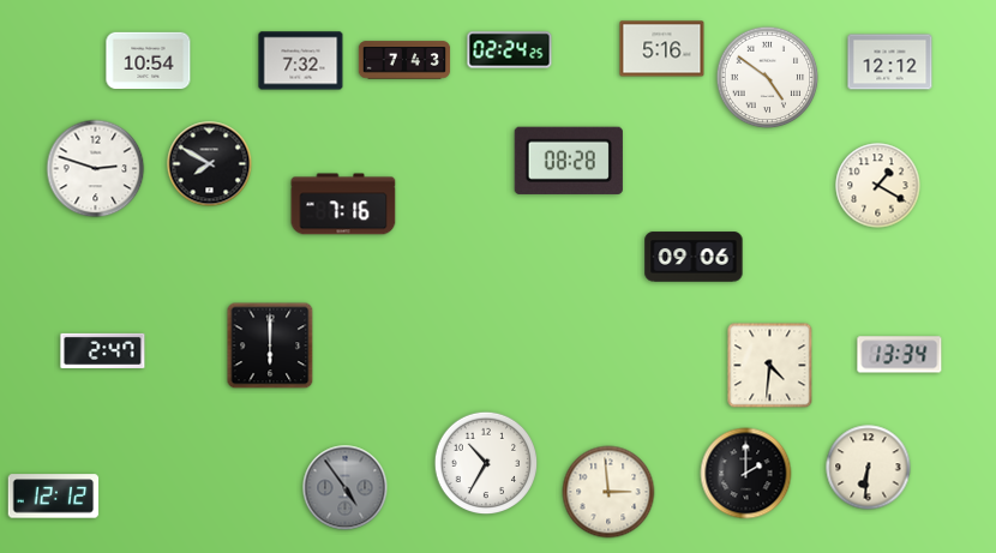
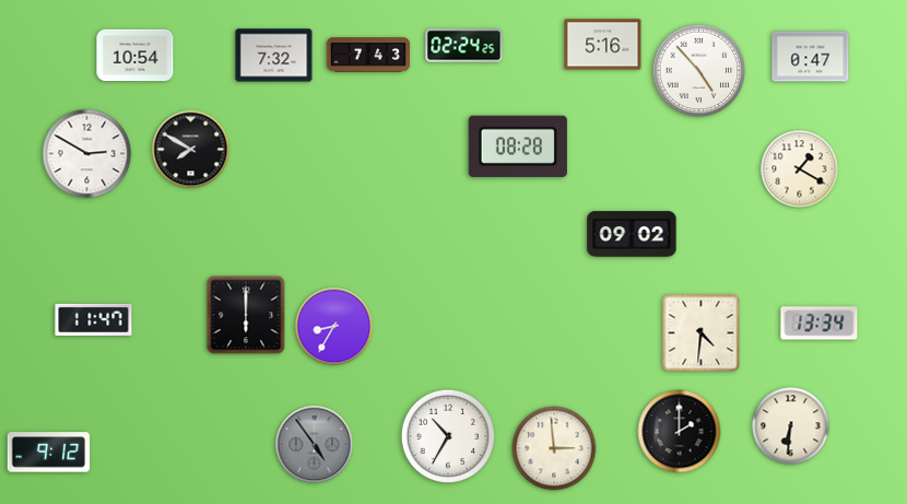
clock at (890, 62): 12:12 -> 0:47
clock at (768, 78): 4:51 -> 4:53
clock at (96, 169): 2:48 -> 2:50
clock at (343, 204): 7:16 -> none
clock at (694, 257): 09:06 -> 09:02
clock at (103, 350): 2:47 -> 11:47
clock at (334, 327): none -> 8:35
clock at (486, 463) position: (486, 463) -> (448, 436)
clock at (54, 497): 12:12 -> 9:12
